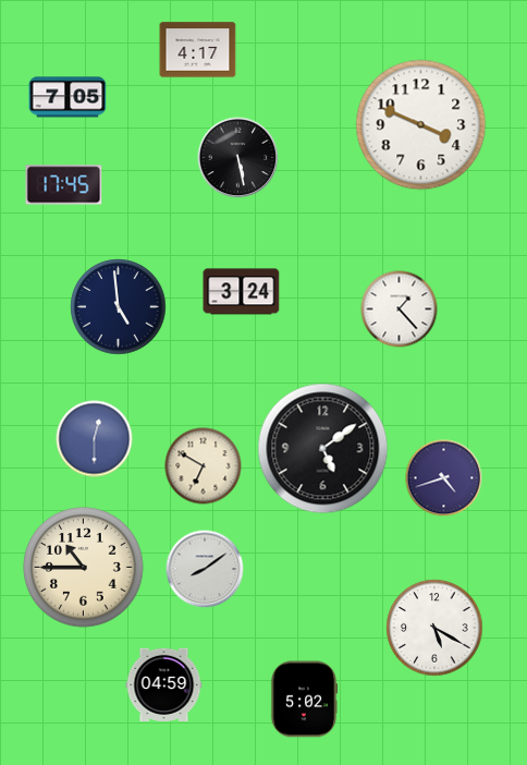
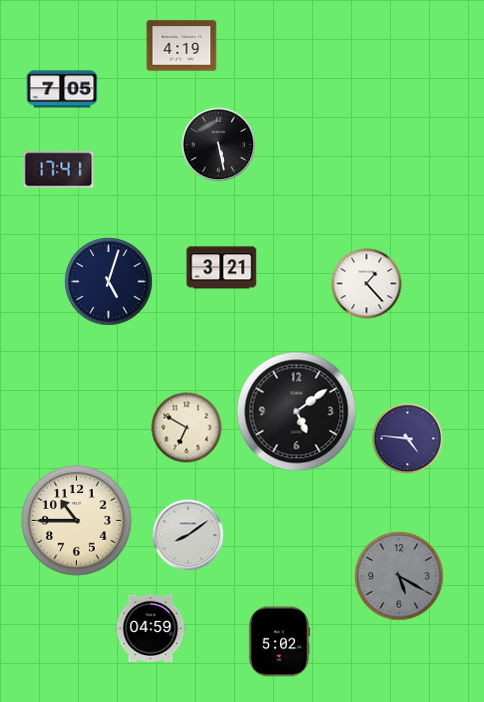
clock at (198, 50): 4:17 -> 4:19
clock at (421, 125): 3:49 -> none
clock at (64, 185): 17:45 -> 17:41
clock at (242, 292): 3:24 -> 3:21
clock at (119, 307): 4:59 -> 5:03
clock at (95, 439): 12:30 -> none
clock at (444, 478): 4:42 -> 4:46
clock at (205, 569) position: (205, 569) -> (188, 535)
clock at (434, 628) dial: white -> grey
